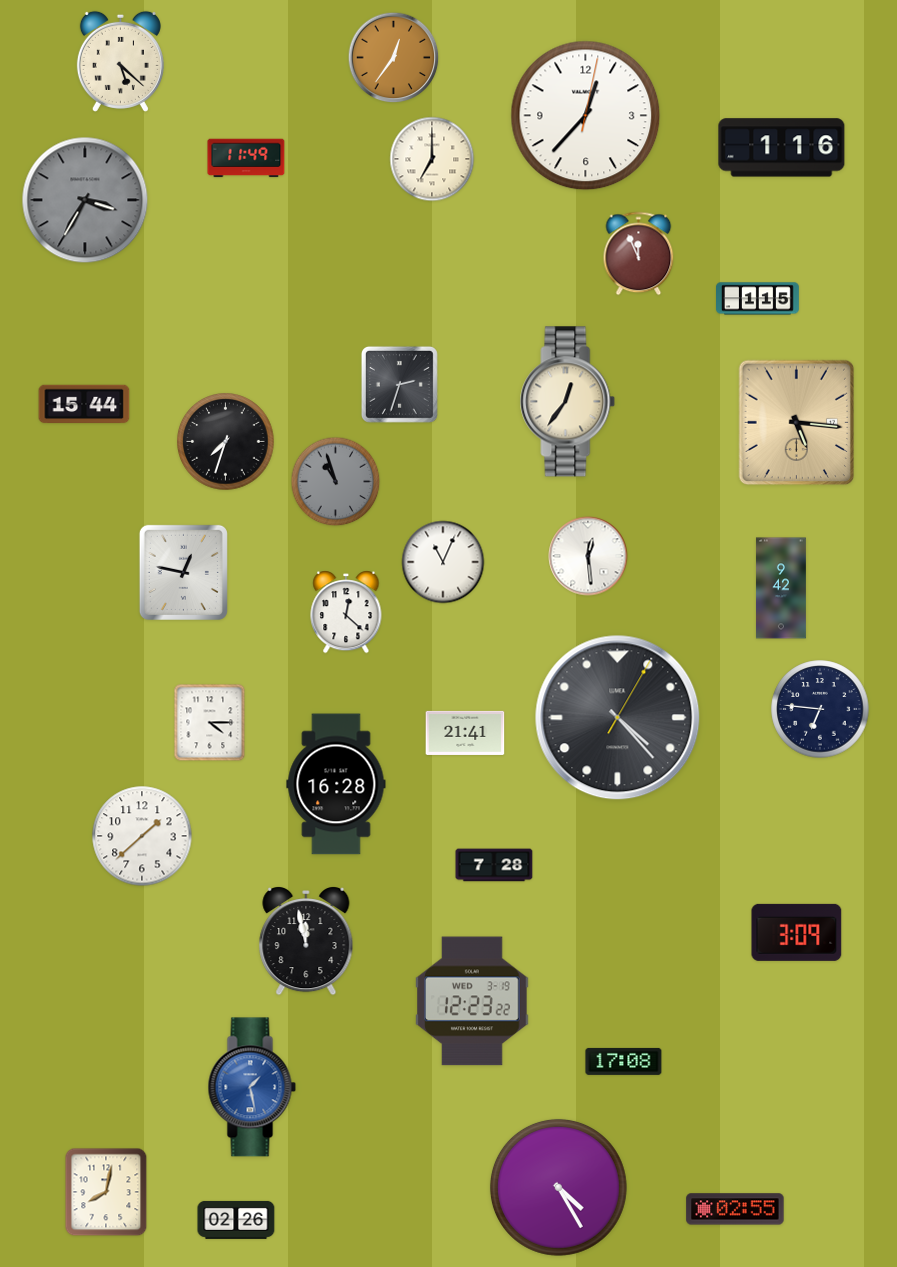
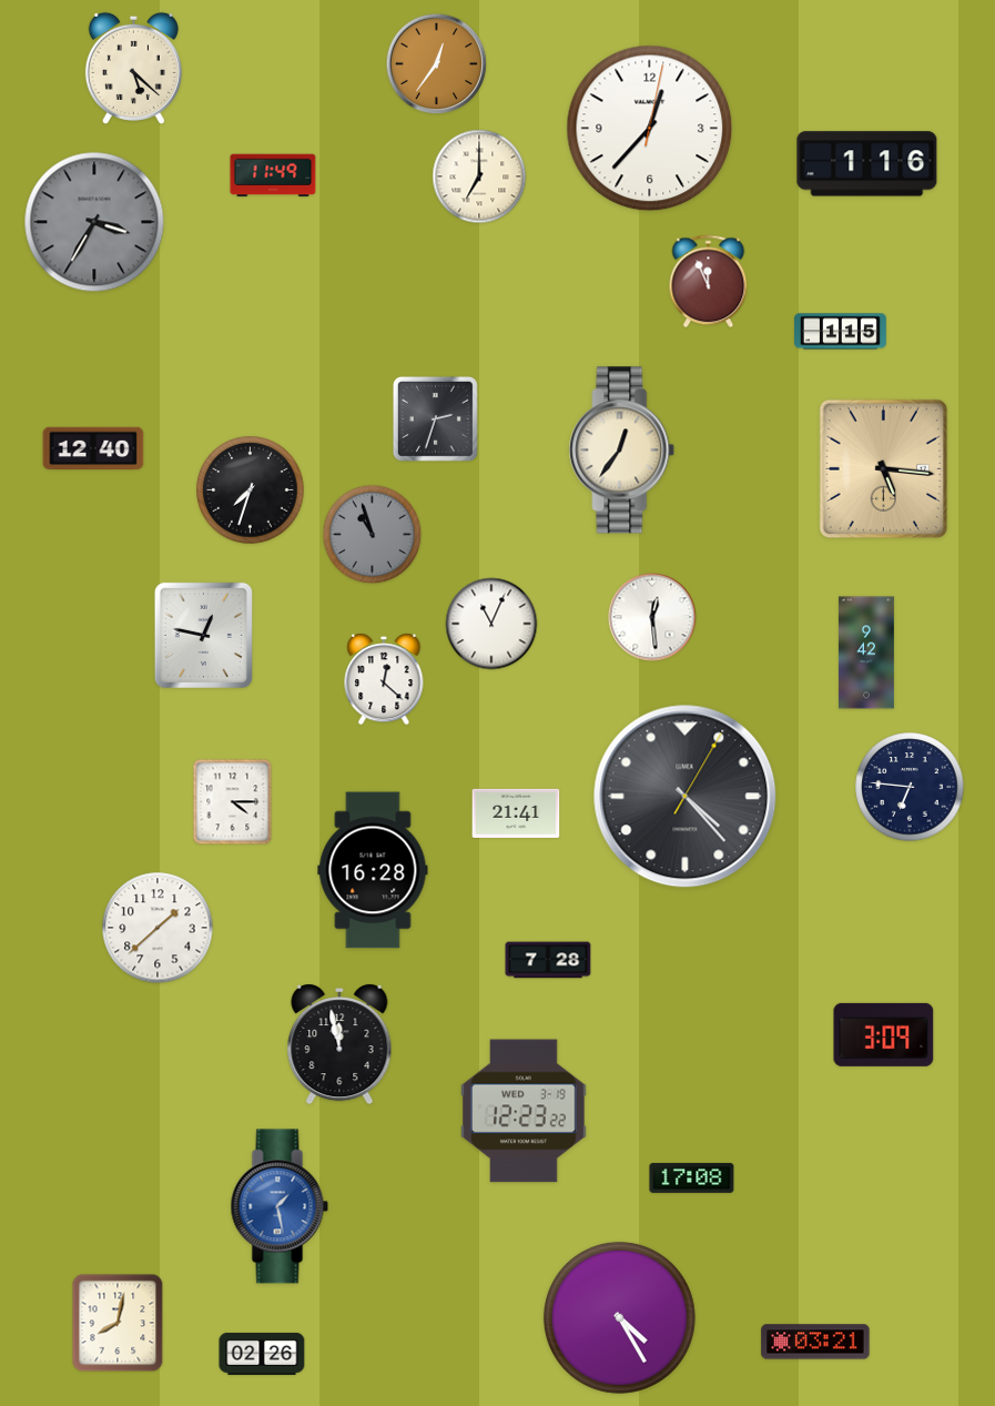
clock at (399, 384) position: (399, 384) -> (435, 418)
clock at (568, 402) position: (568, 402) -> (622, 451)
clock at (84, 404): 15:44 -> 12:40
clock at (735, 1209): 02:55 -> 03:21
